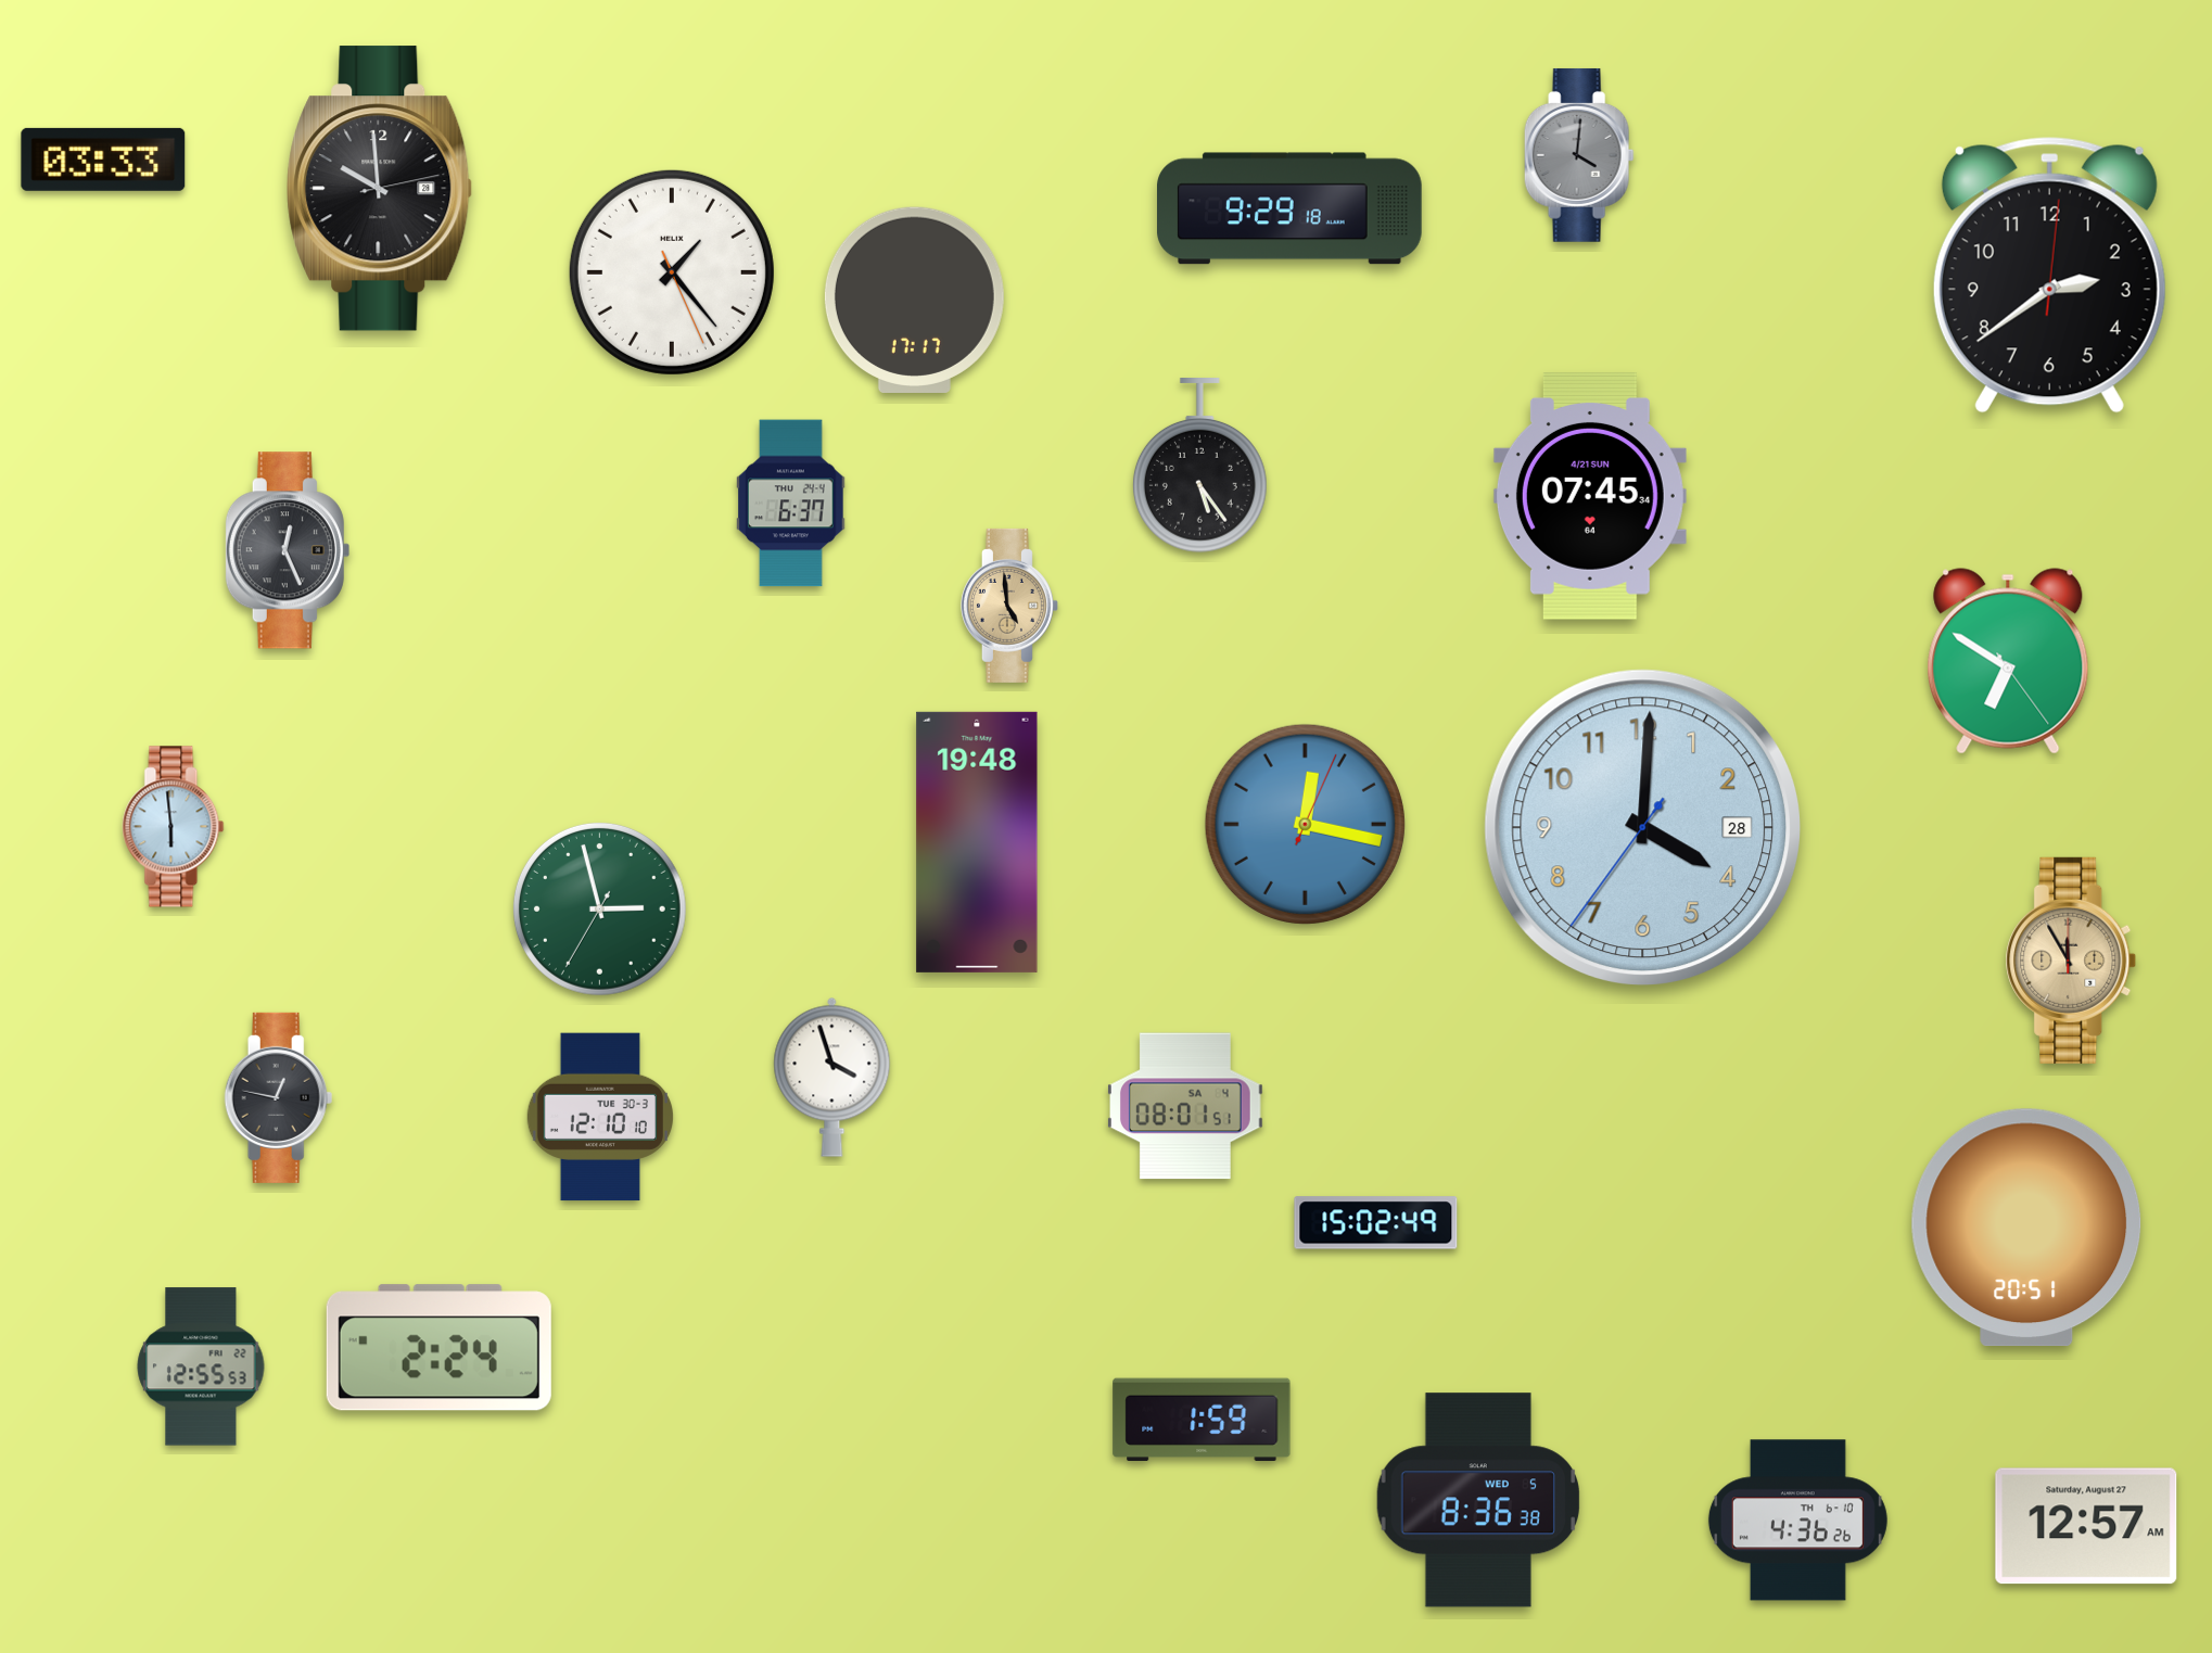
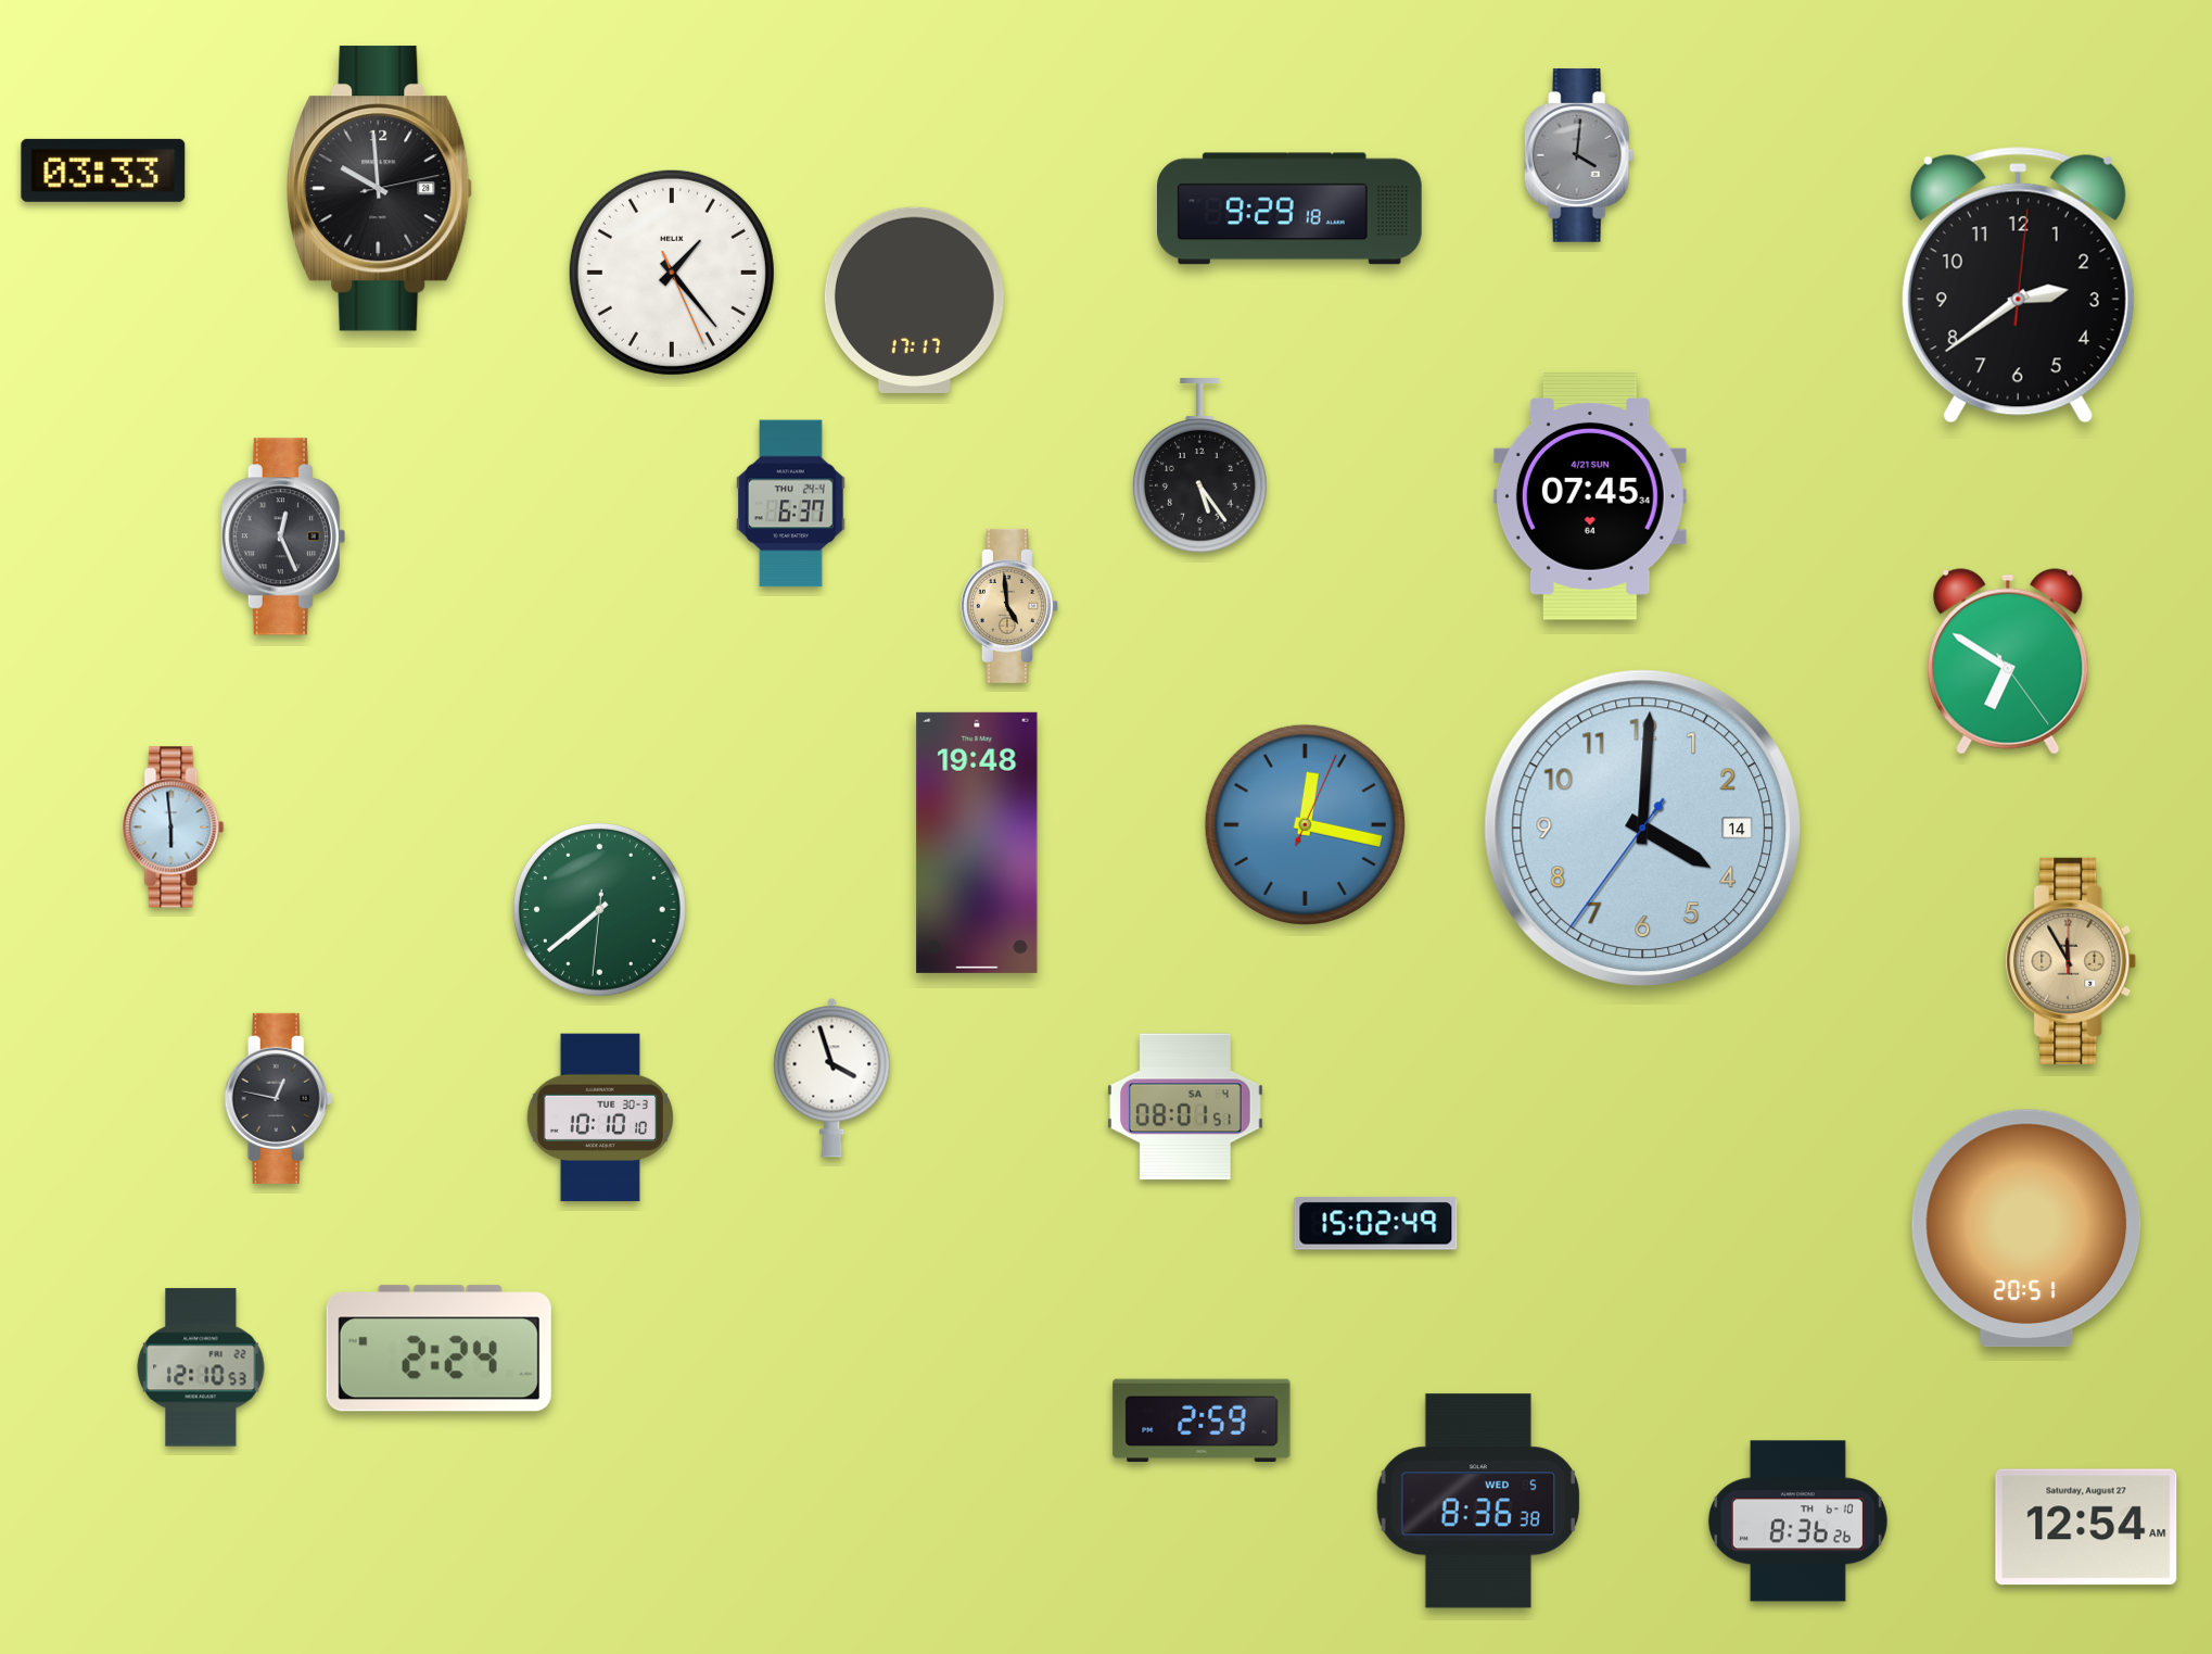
clock at (103, 160) position: (103, 160) -> (103, 171)
clock at (2049, 276) position: (2049, 276) -> (2018, 286)
clock at (288, 550) position: (288, 550) -> (283, 536)
clock at (1642, 827) date: 28 -> 14
clock at (599, 908): 2:57 -> 7:38
clock at (599, 1117): 12:10 -> 10:10
clock at (201, 1366): 12:55 -> 12:10
clock at (1202, 1419): 1:59 -> 2:59
clock at (1797, 1521): 4:36 -> 8:36
clock at (2086, 1526): 12:57 -> 12:54
